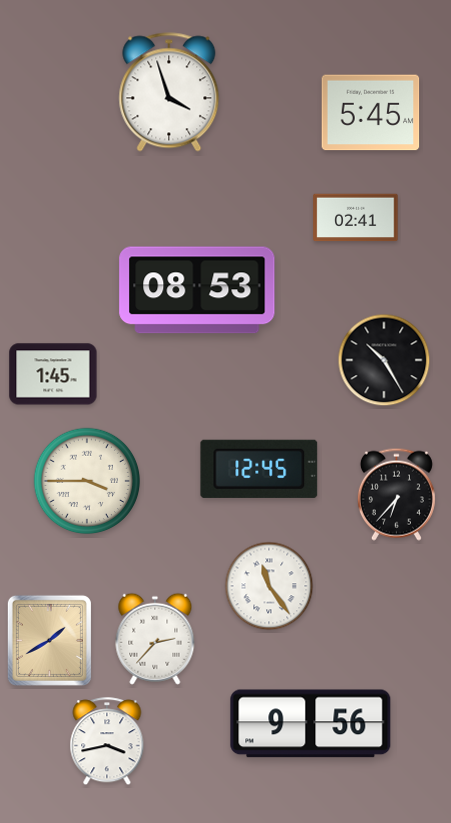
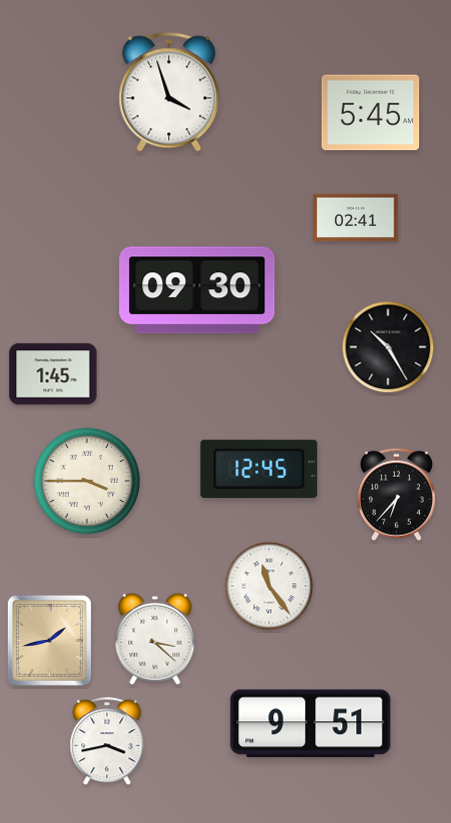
clock at (197, 290): 08:53 -> 09:30
clock at (384, 360) position: (384, 360) -> (388, 347)
clock at (155, 639): 2:37 -> 3:22
clock at (49, 640): 1:40 -> 1:43
clock at (311, 724): 9:56 -> 9:51
